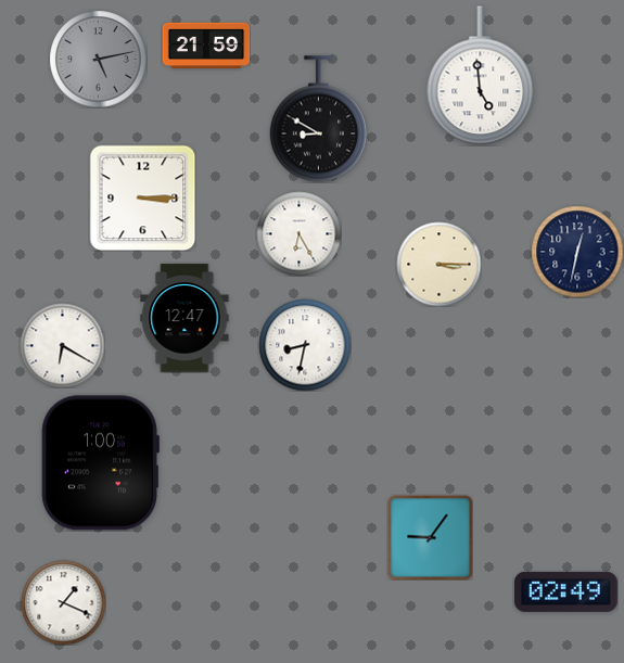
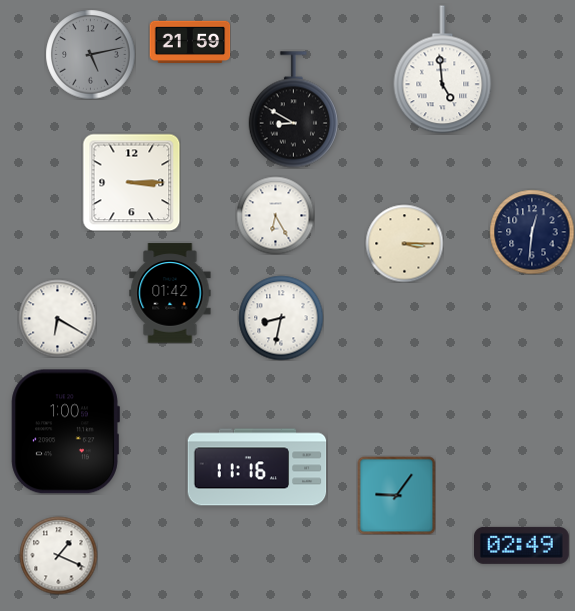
clock at (577, 252): 12:32 -> 12:31
clock at (184, 318): 12:47 -> 01:42
clock at (100, 463) position: (100, 463) -> (65, 432)
clock at (257, 467): none -> 11:16
